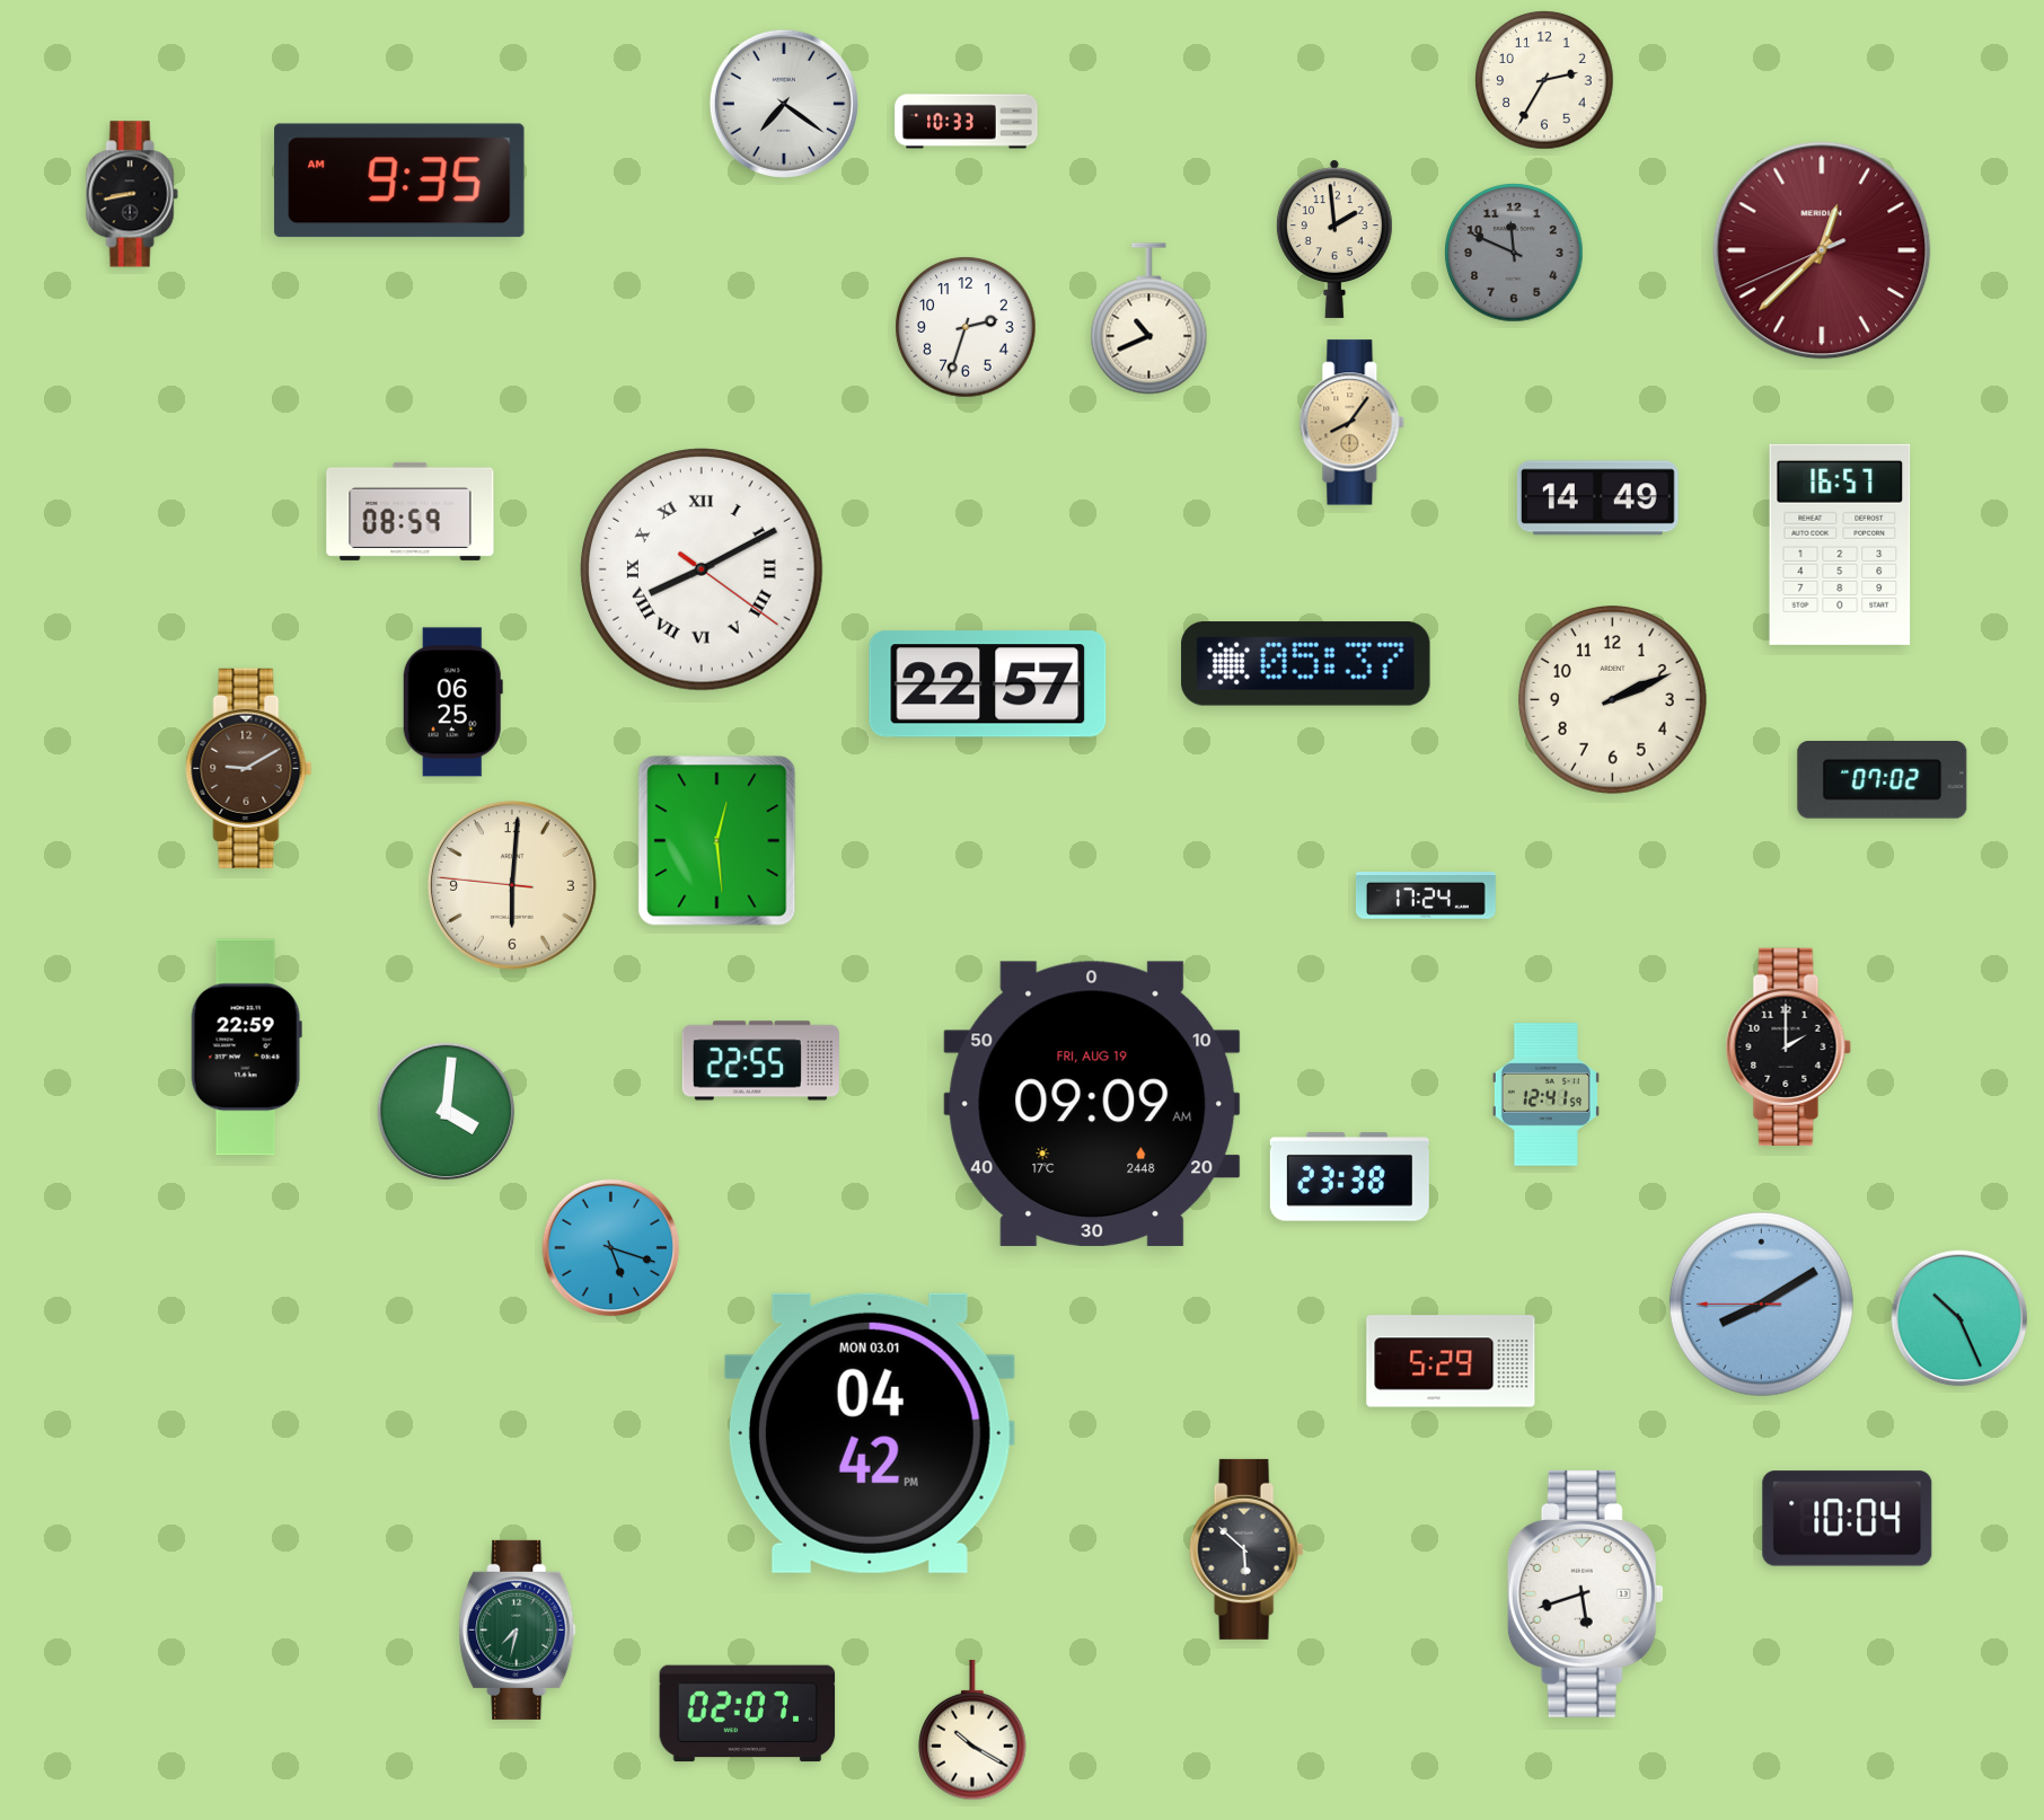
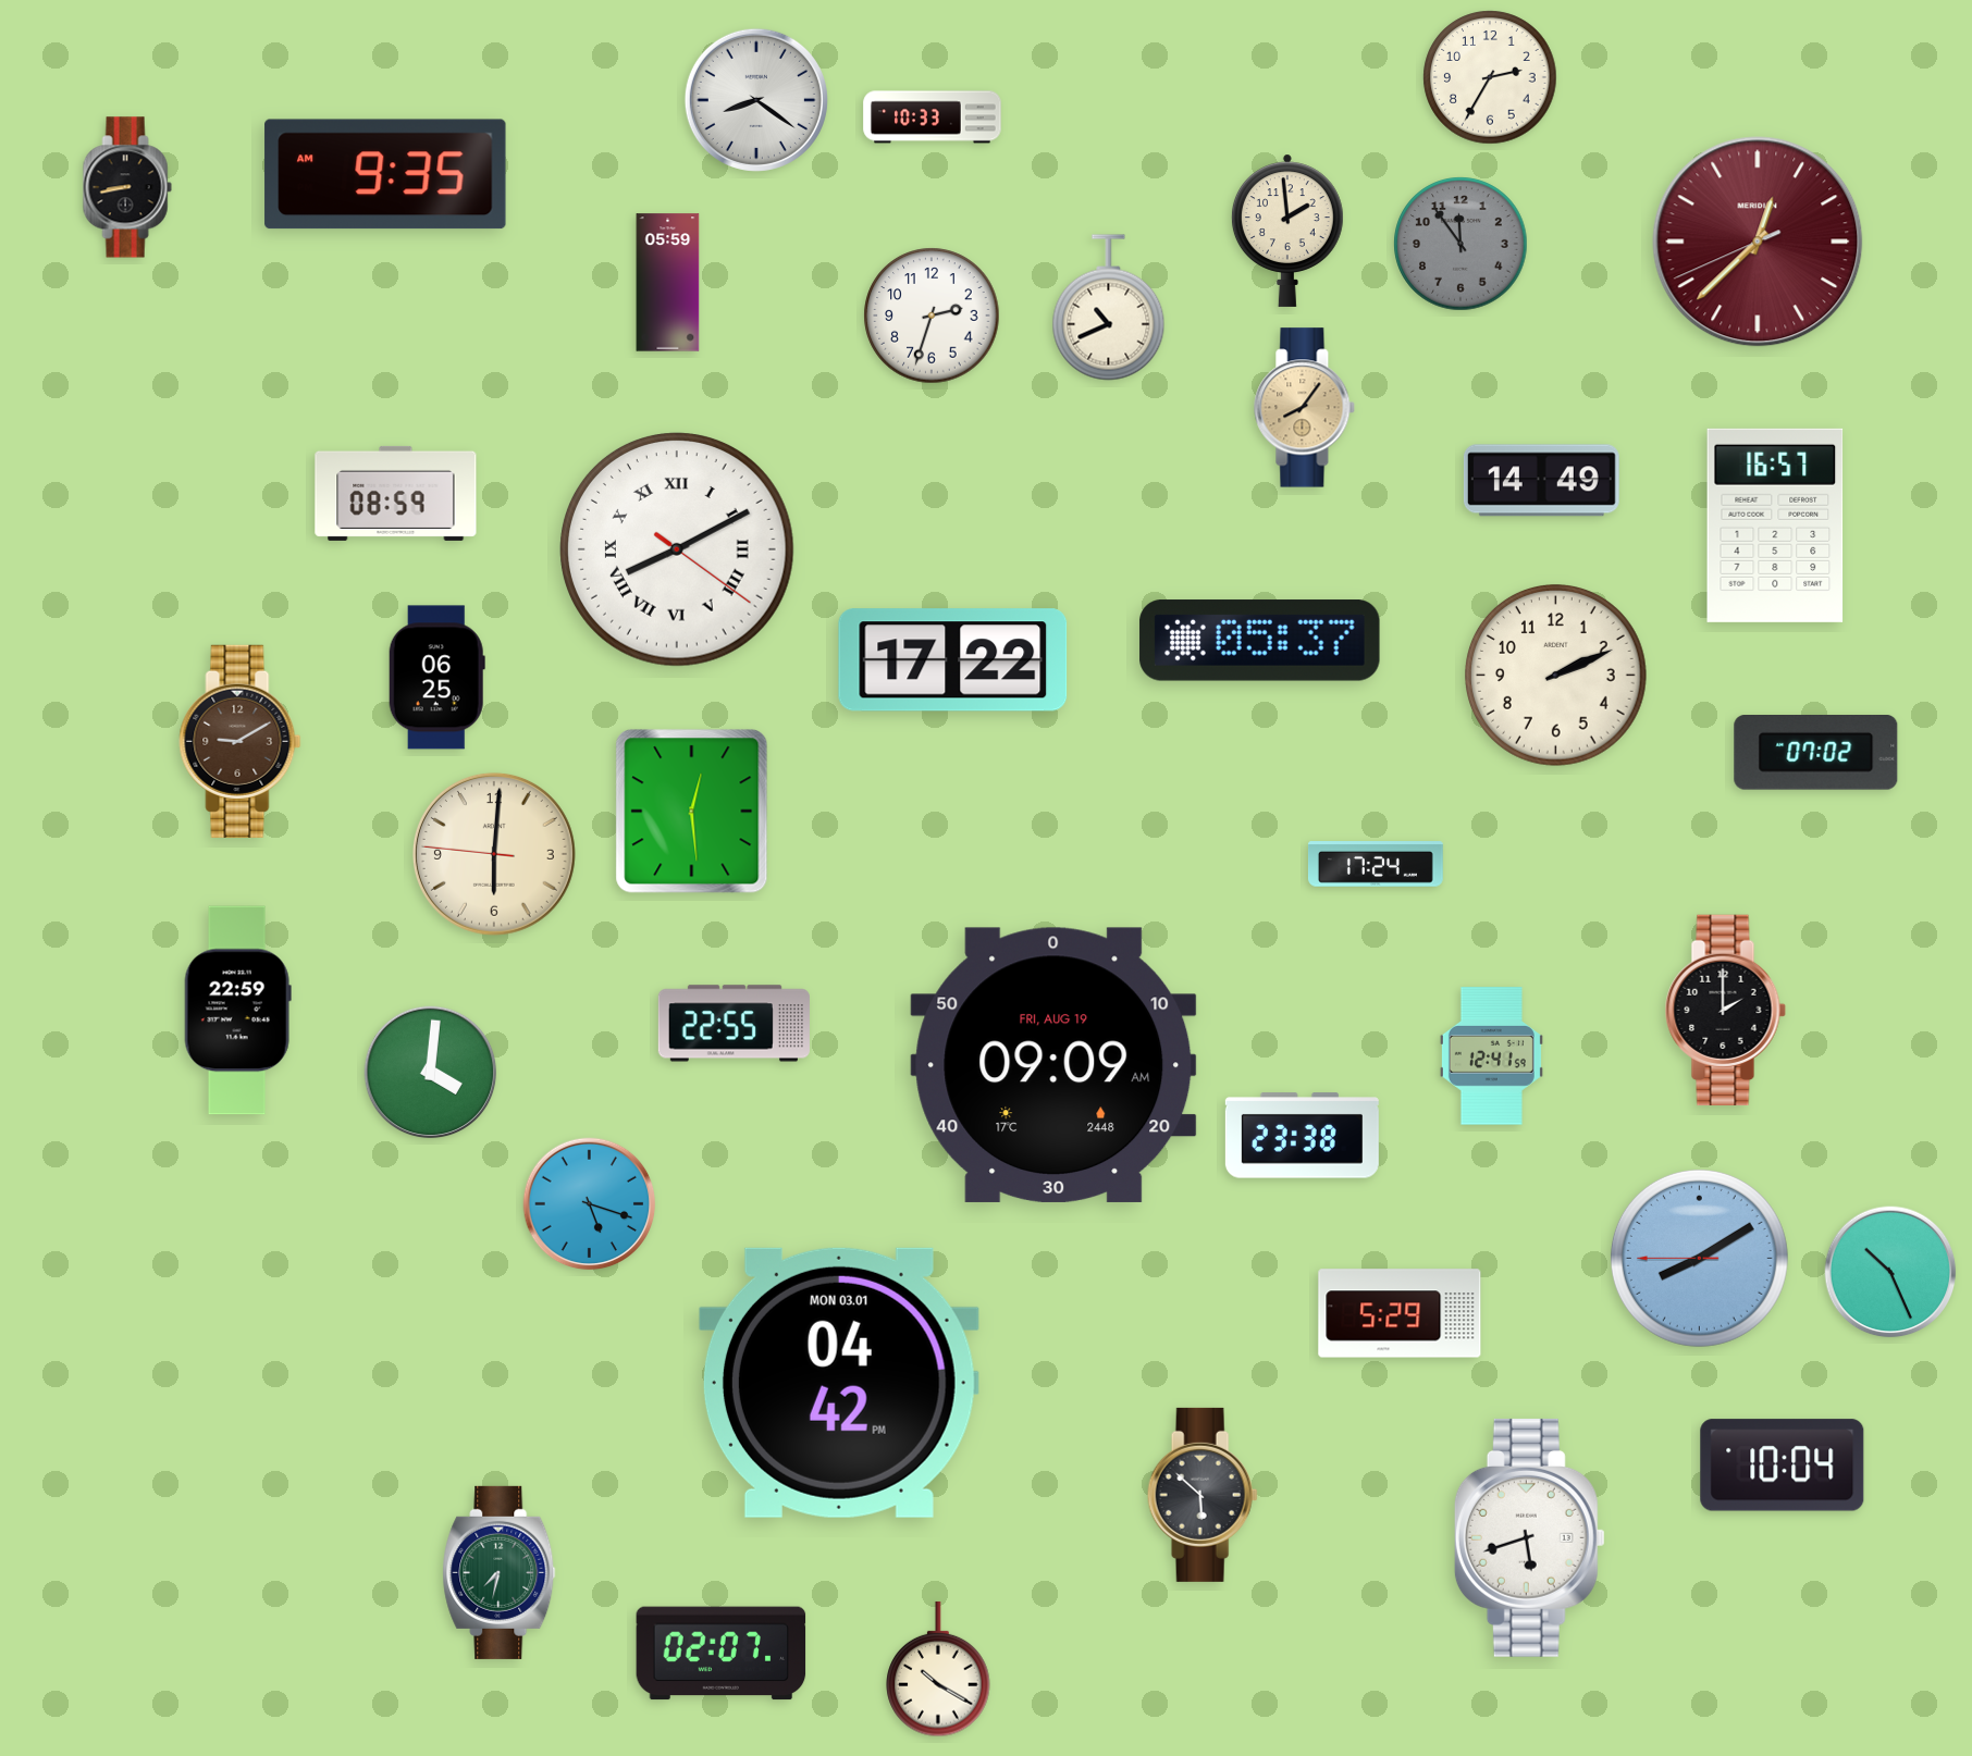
clock at (784, 104): 7:21 -> 8:21
clock at (1514, 253): 11:49 -> 11:54
clock at (668, 283): none -> 05:59
clock at (988, 684): 22:57 -> 17:22
